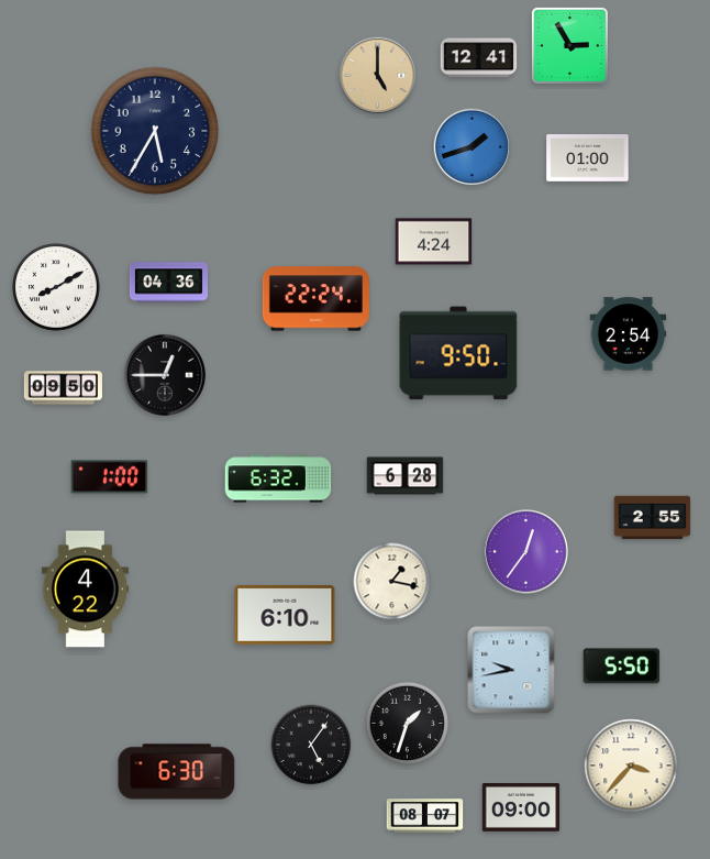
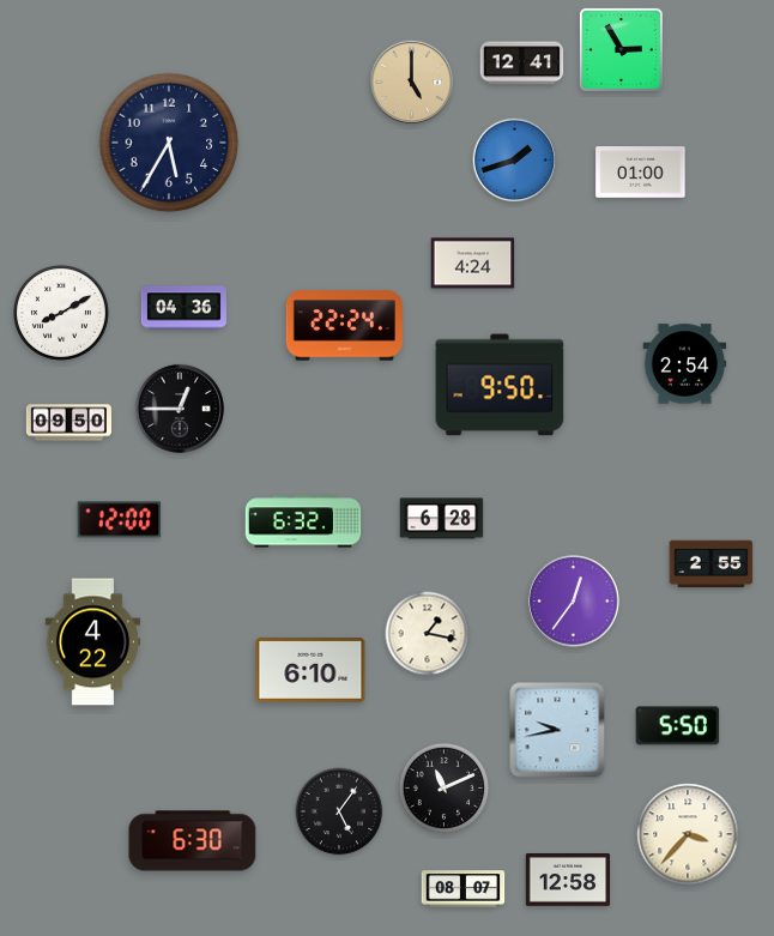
clock at (110, 477): 1:00 -> 12:00
clock at (408, 724): 1:33 -> 11:11
clock at (521, 808): 09:00 -> 12:58
